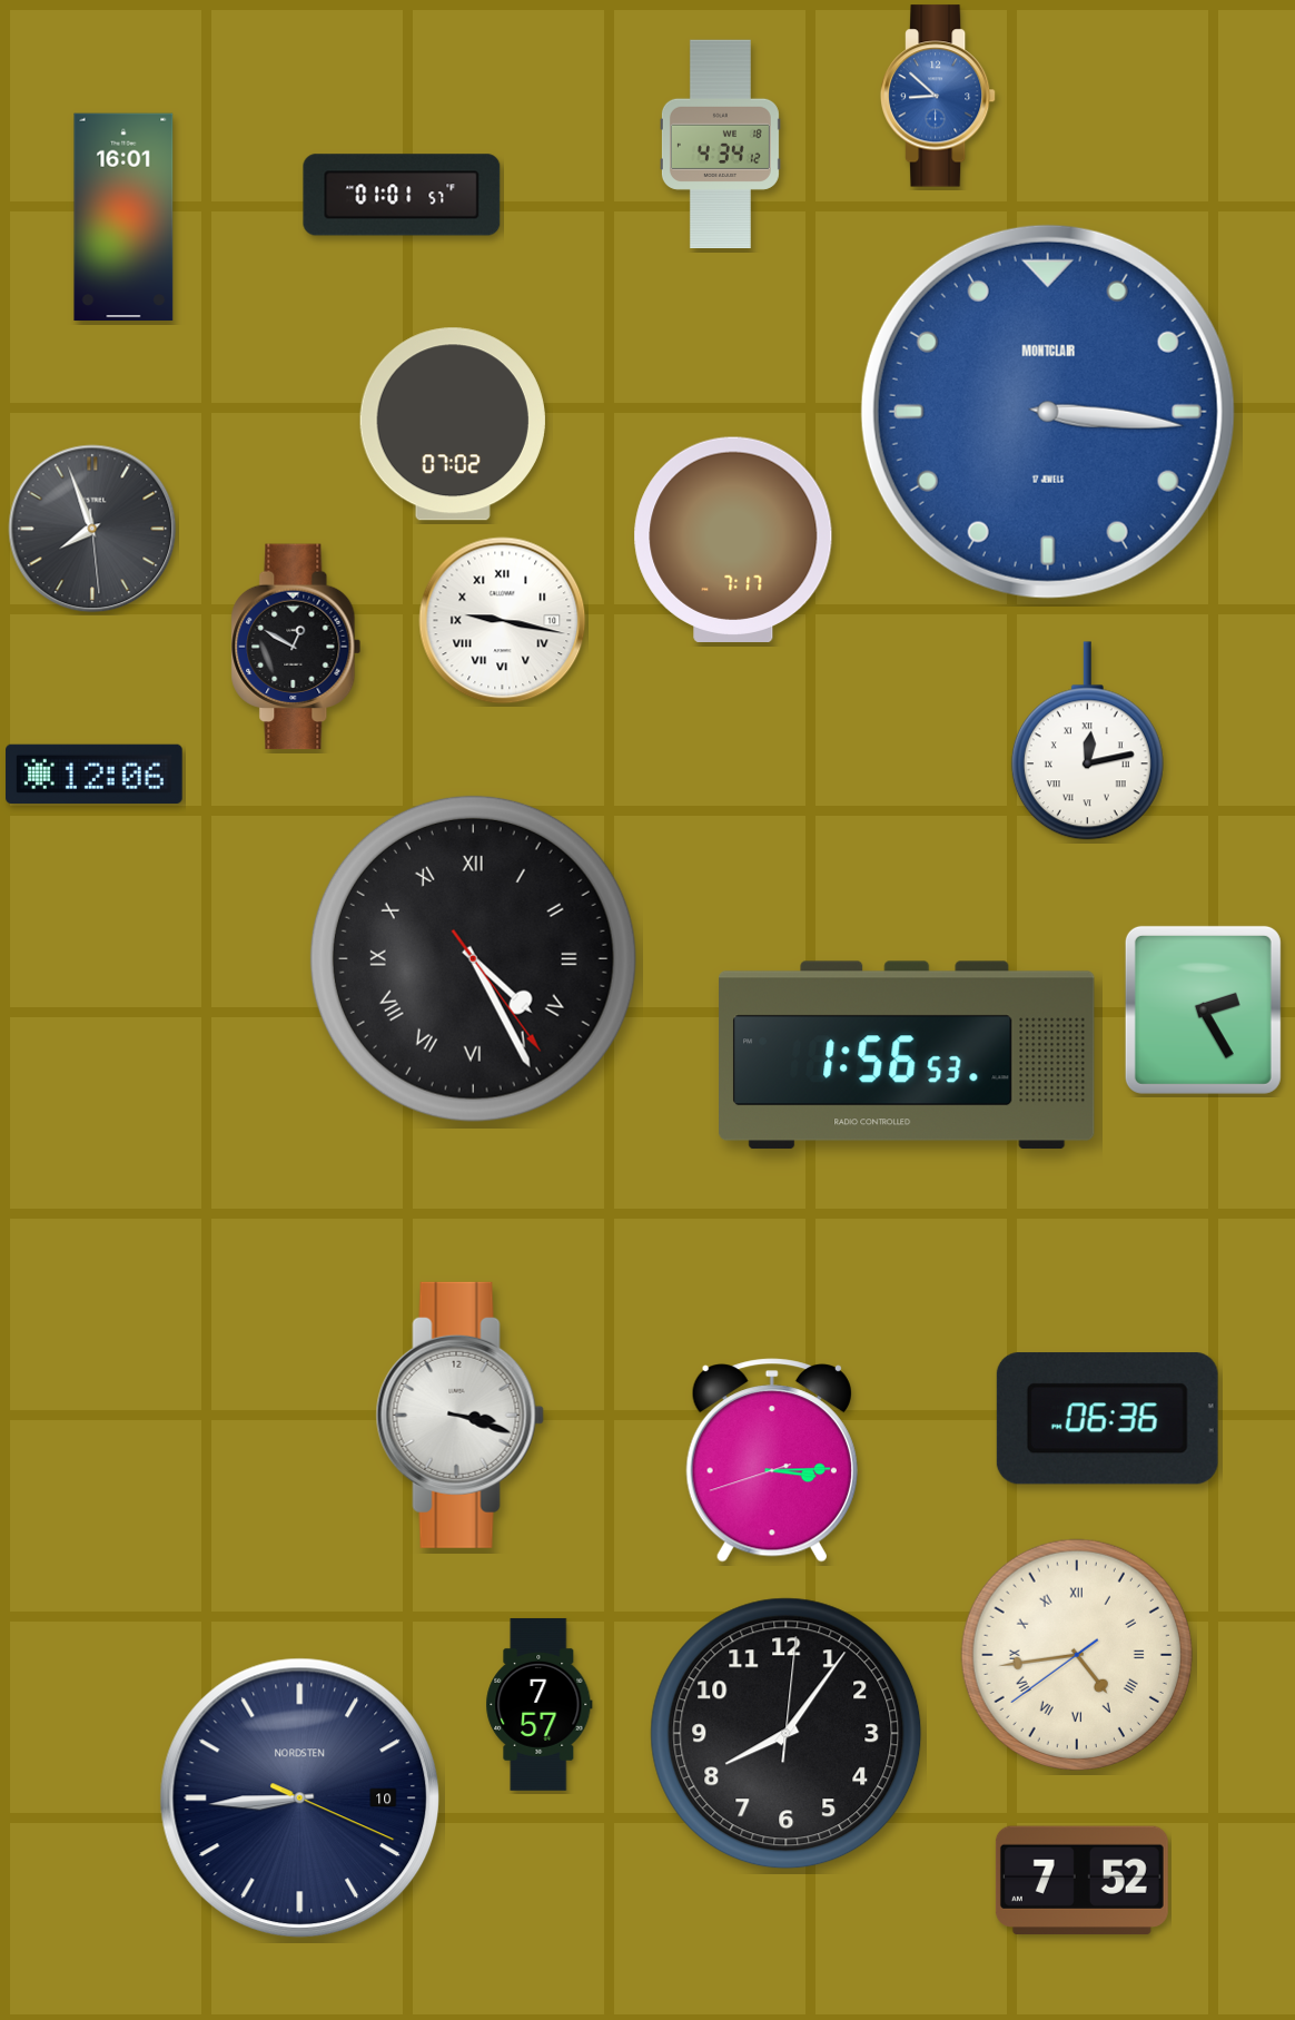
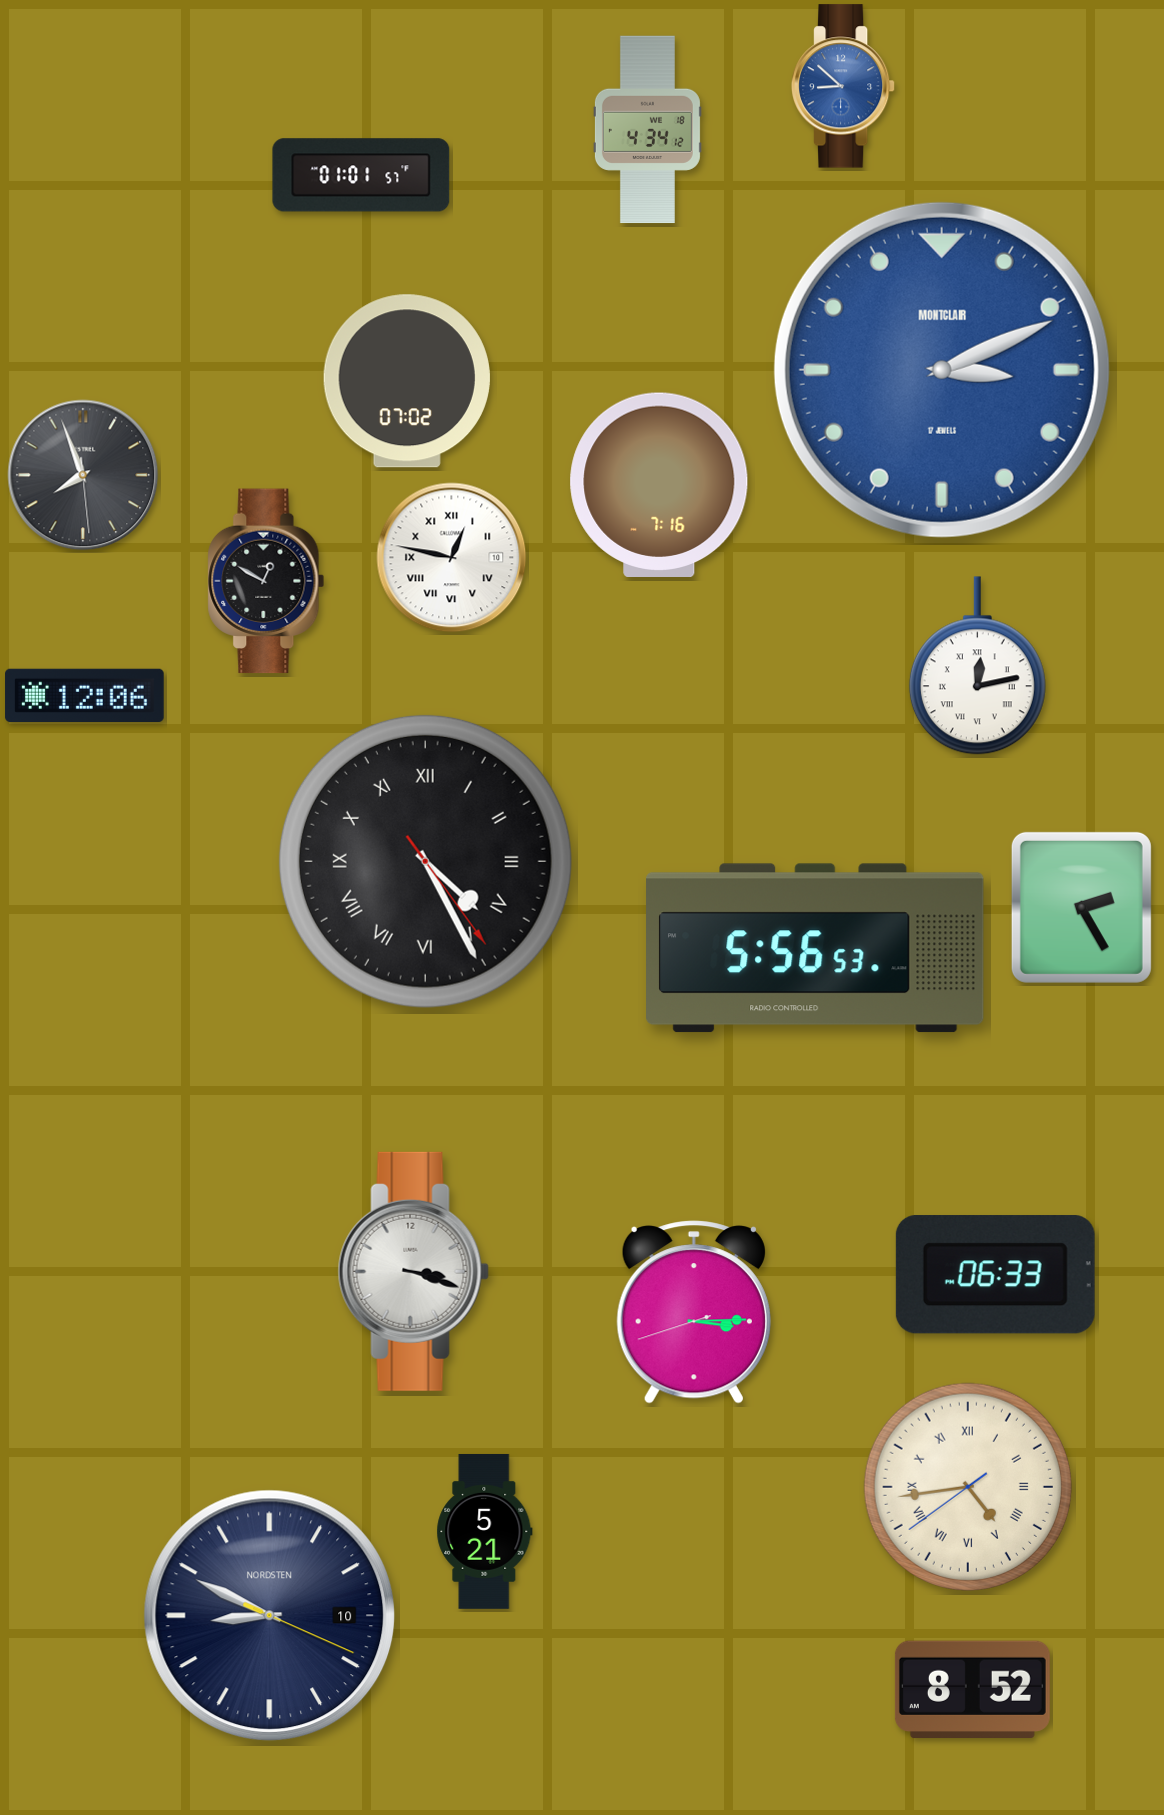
clock at (123, 217): 16:01 -> none
clock at (1048, 412): 3:16 -> 3:11
clock at (733, 539): 7:17 -> 7:16
clock at (503, 621): 9:17 -> 12:47
clock at (907, 1055): 1:56 -> 5:56
clock at (1107, 1419): 06:36 -> 06:33
clock at (540, 1704): 7:57 -> 5:21
clock at (787, 1734): 8:06 -> none
clock at (300, 1799): 8:44 -> 8:49
clock at (1081, 1881): 7:52 -> 8:52
